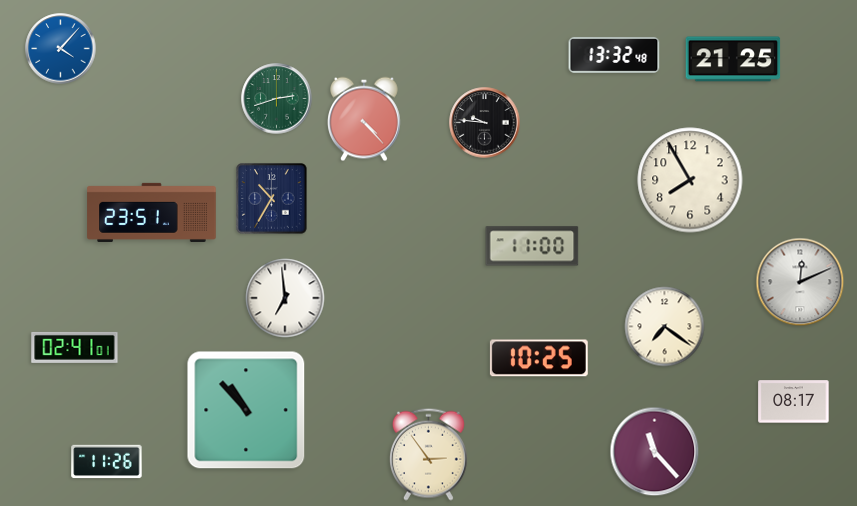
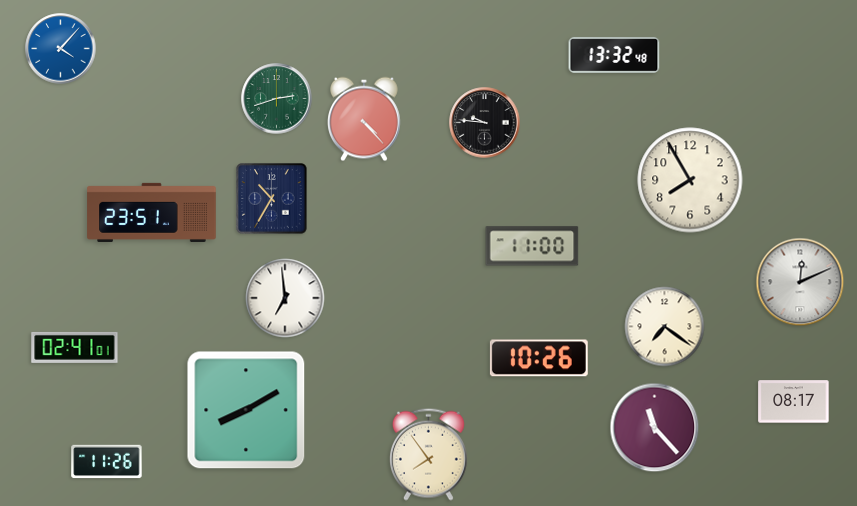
clock at (733, 59): 21:25 -> none
clock at (539, 358): 10:25 -> 10:26
clock at (246, 410): 10:53 -> 8:10
clock at (655, 452) position: (655, 452) -> (655, 428)
clock at (428, 454): 2:54 -> 7:54
